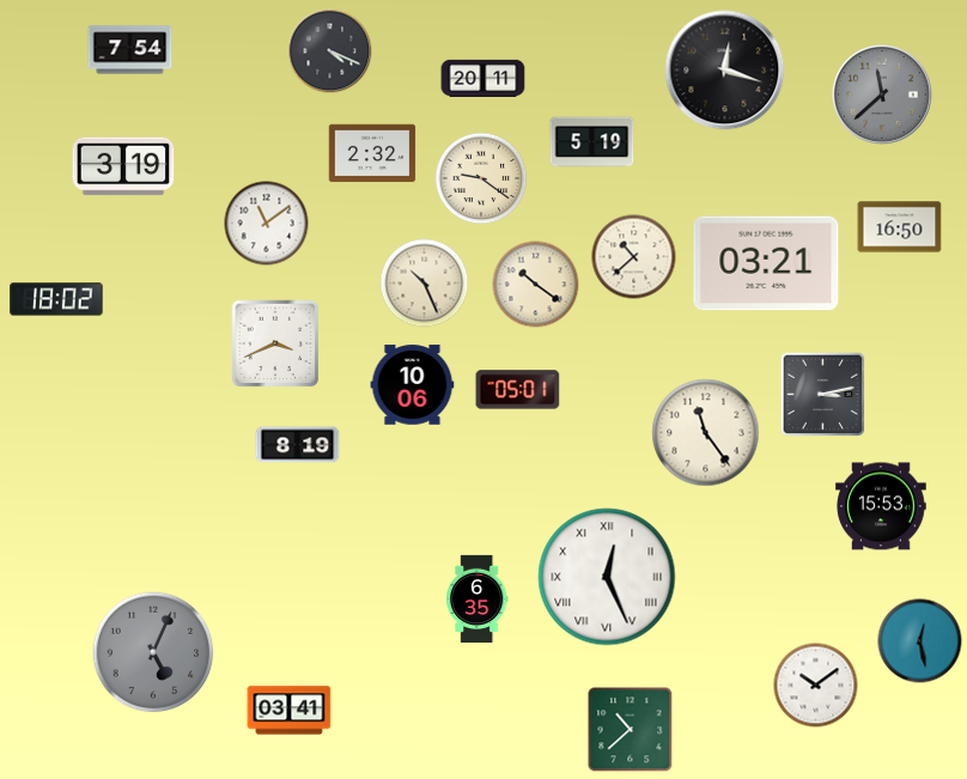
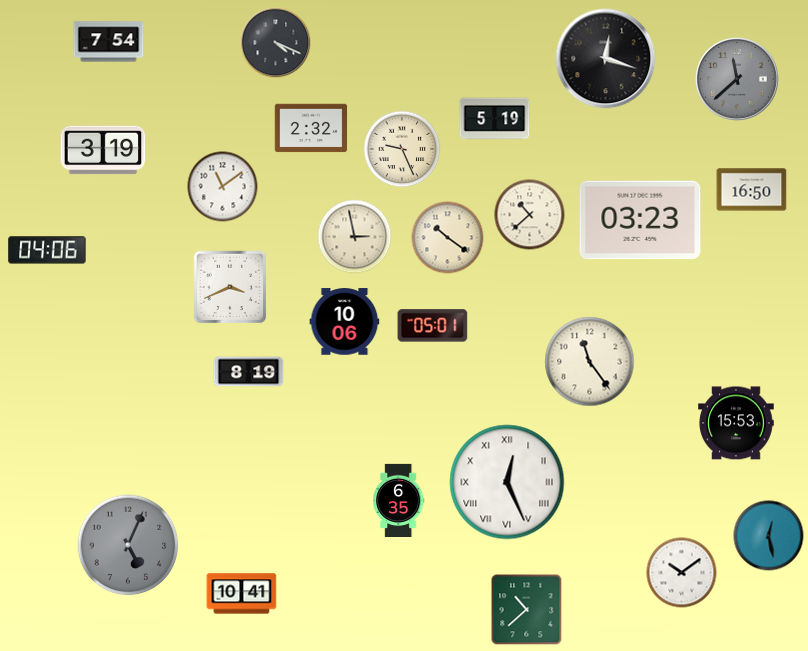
clock at (483, 78): 20:11 -> none
clock at (123, 166) position: (123, 166) -> (103, 150)
clock at (481, 178): 9:21 -> 9:26
clock at (766, 263): 03:21 -> 03:23
clock at (425, 284): 10:26 -> 2:58
clock at (56, 299): 18:02 -> 04:06
clock at (823, 395): 3:13 -> none
clock at (290, 711): 03:41 -> 10:41
